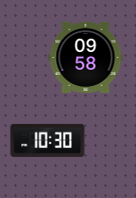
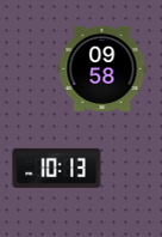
clock at (48, 140): 10:30 -> 10:13
